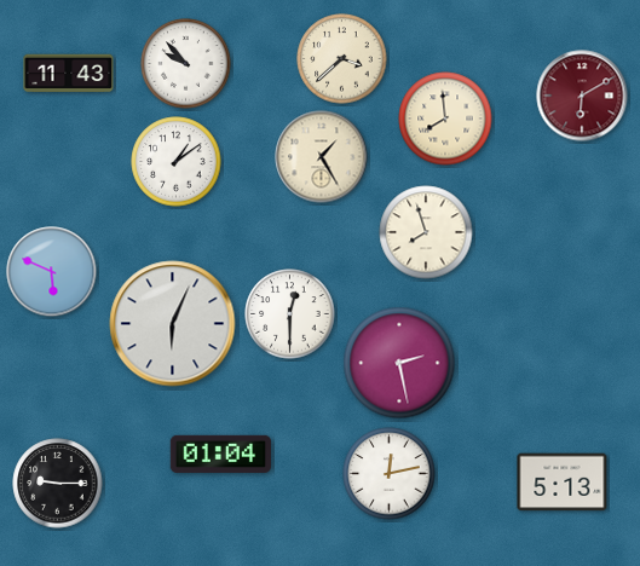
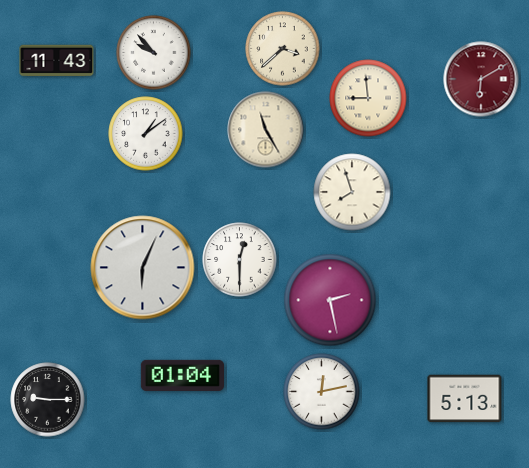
clock at (445, 119): 7:59 -> 8:59
clock at (322, 157): 1:25 -> 11:25
clock at (52, 272): 5:49 -> none
